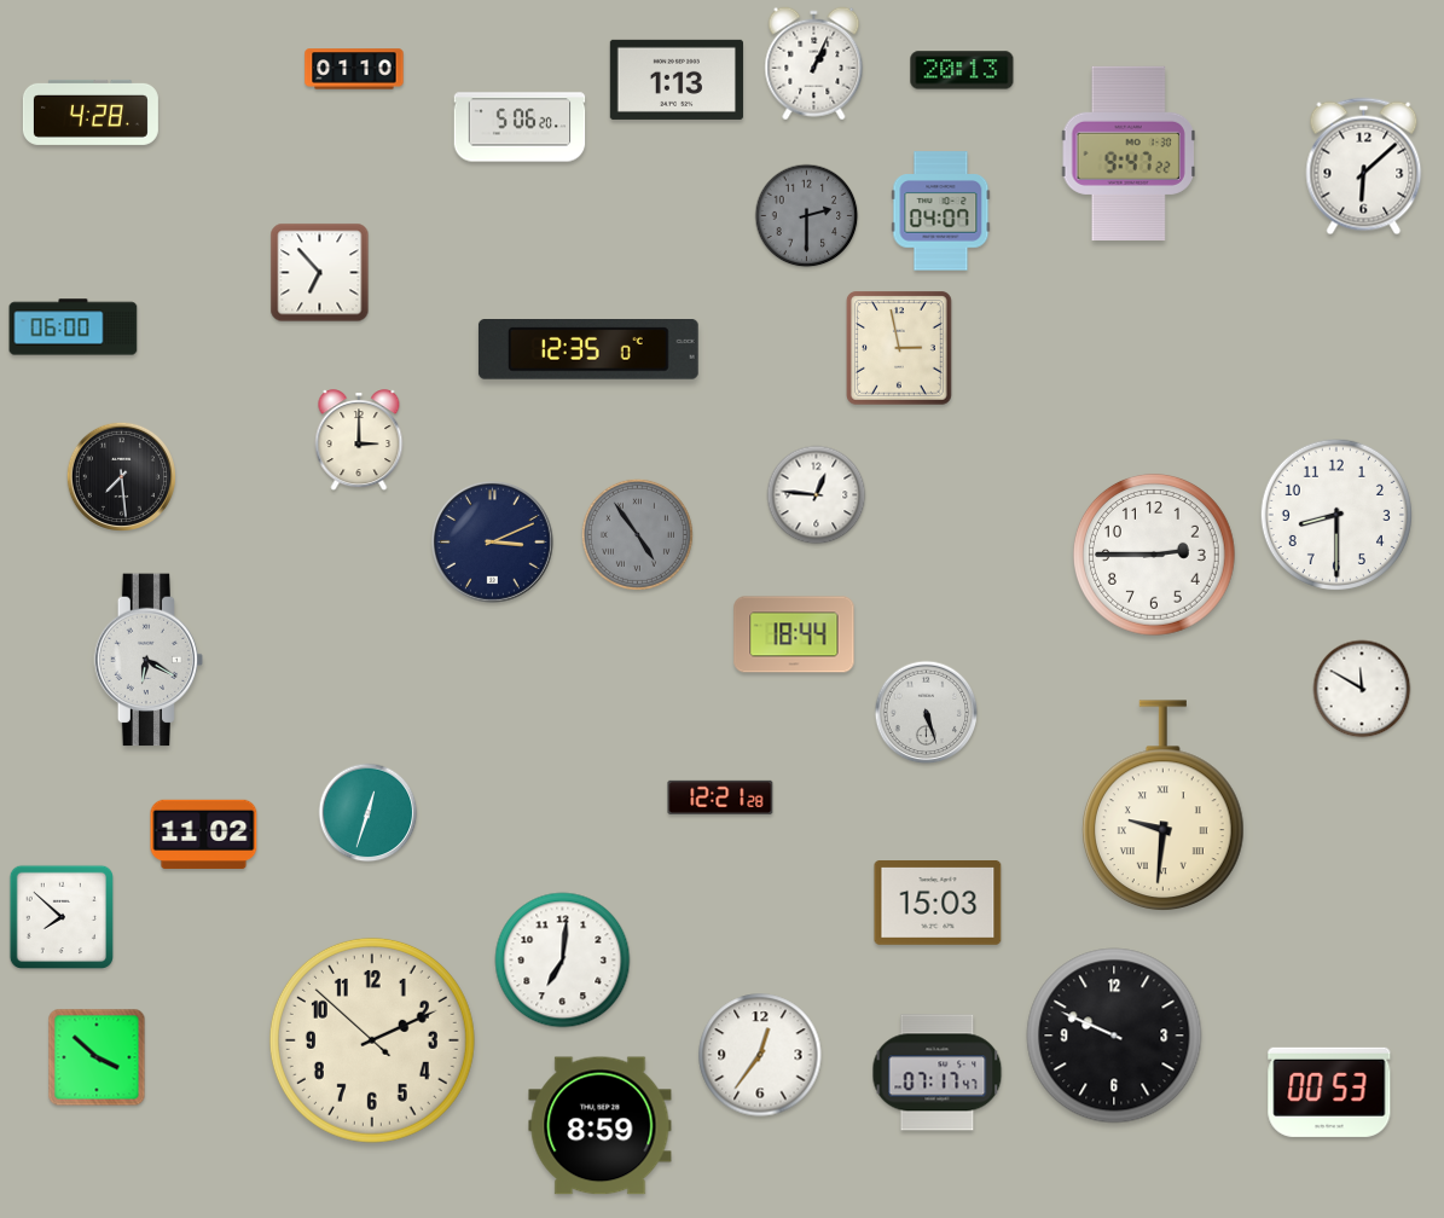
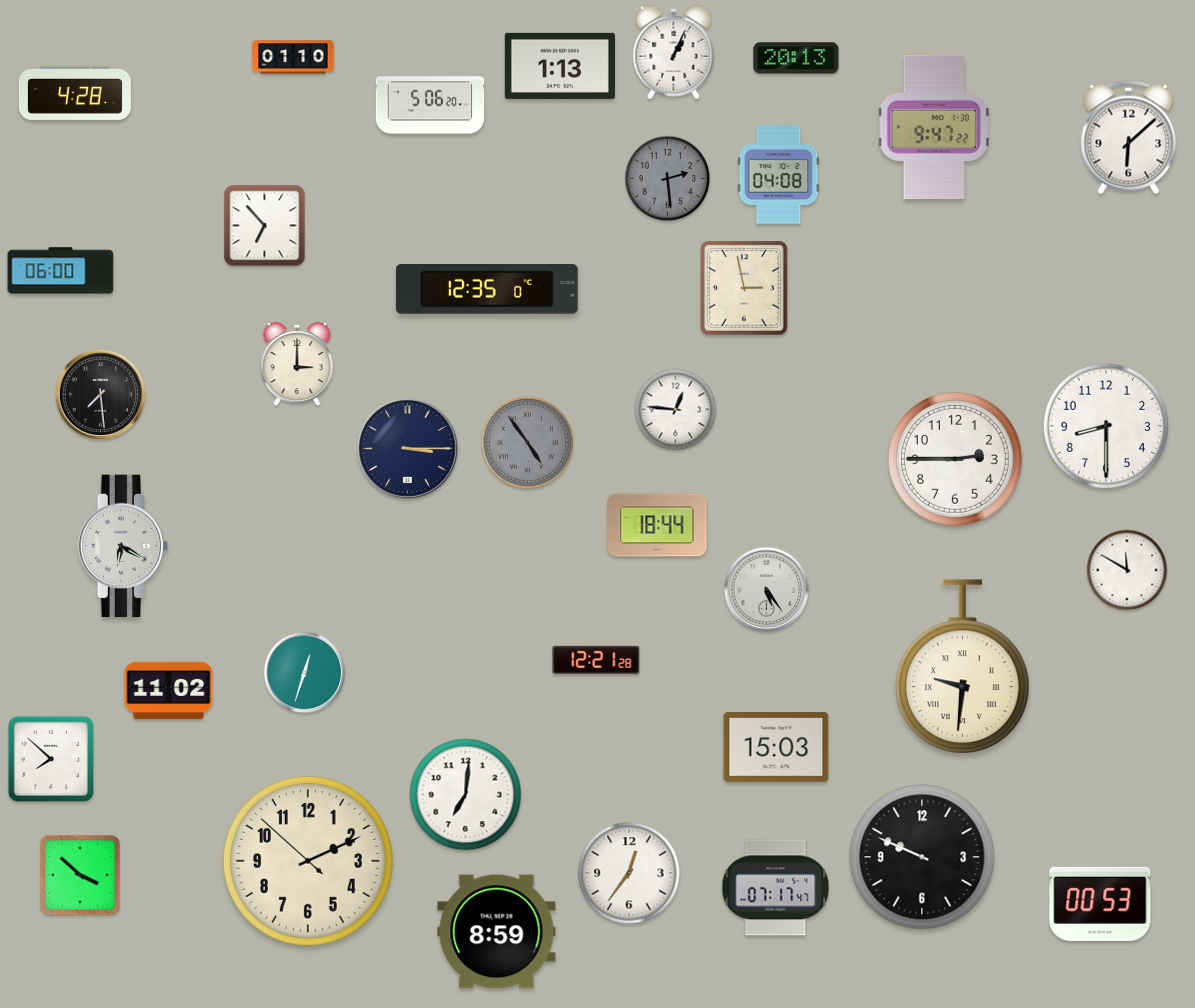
clock at (941, 211): 04:07 -> 04:08
clock at (807, 216): 2:30 -> 2:29
clock at (493, 543): 3:11 -> 3:15
clock at (927, 713): 5:27 -> 5:24
